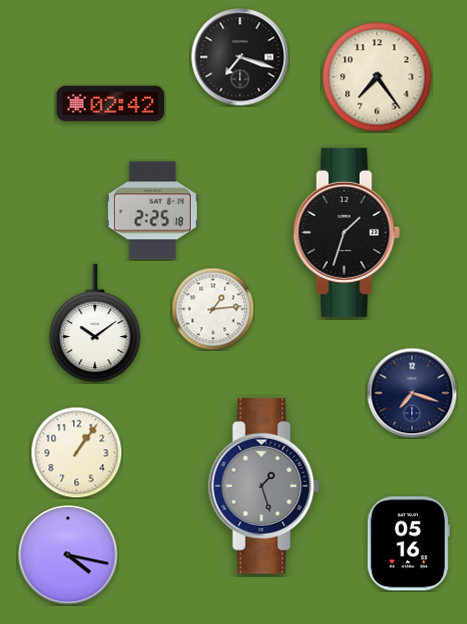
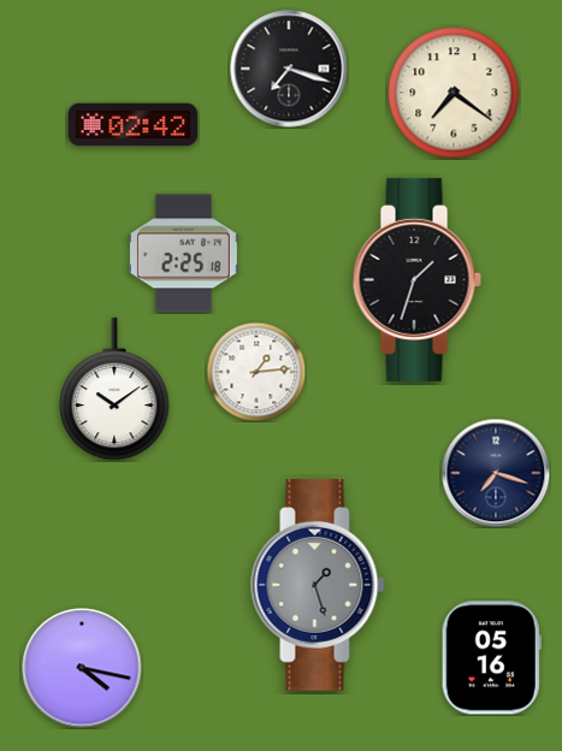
clock at (377, 77): 7:24 -> 7:21
clock at (76, 452): 1:06 -> none
clock at (408, 544) position: (408, 544) -> (491, 658)
